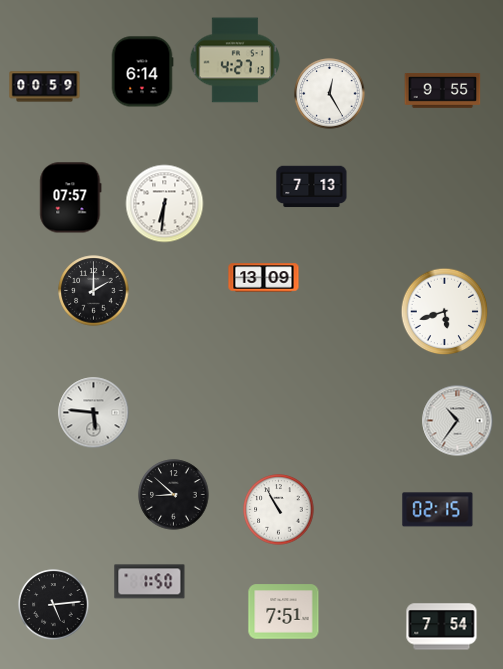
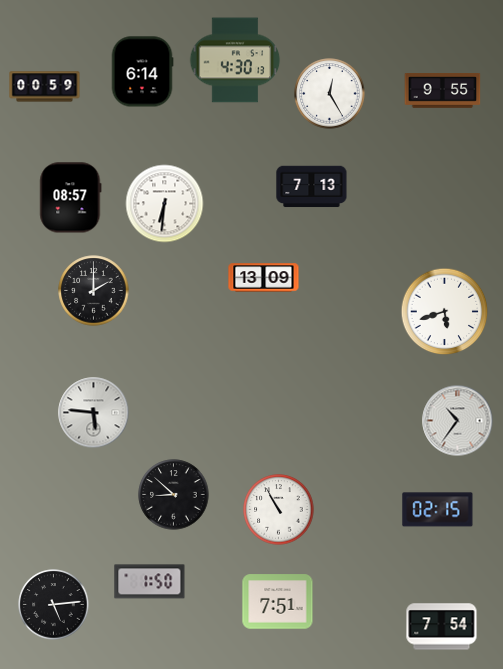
clock at (235, 60): 4:27 -> 4:30
clock at (71, 198): 07:57 -> 08:57
clock at (284, 612) position: (284, 612) -> (278, 602)
